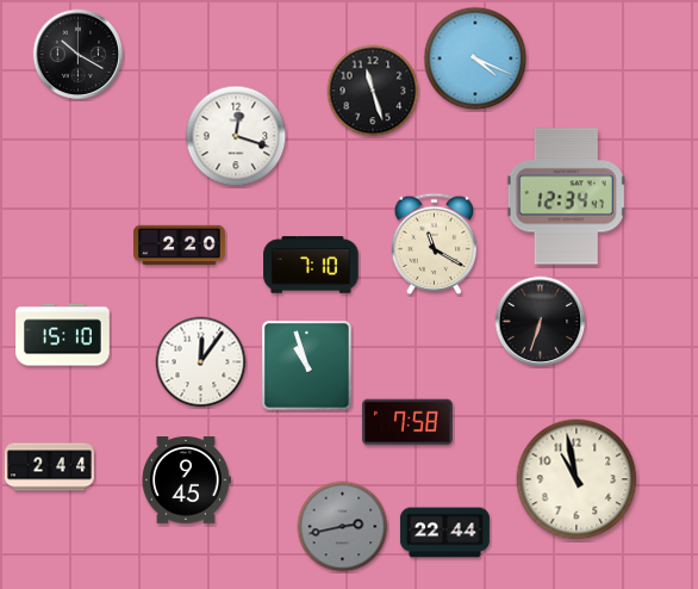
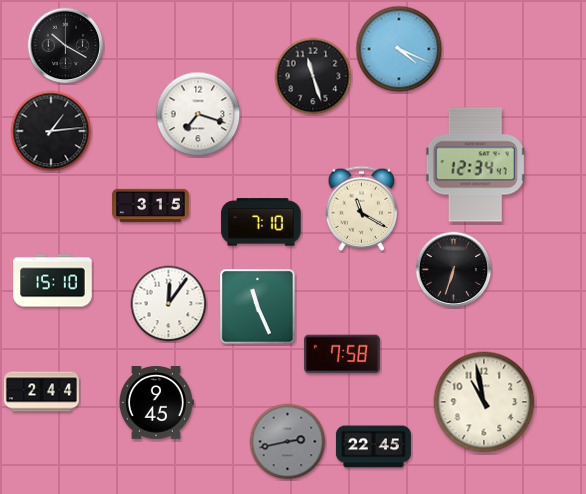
clock at (236, 136): 12:18 -> 7:18
clock at (51, 131): none -> 1:14
clock at (435, 243) position: (435, 243) -> (362, 208)
clock at (180, 246): 2:20 -> 3:15
clock at (307, 366): 10:57 -> 11:26
clock at (444, 533): 22:44 -> 22:45
